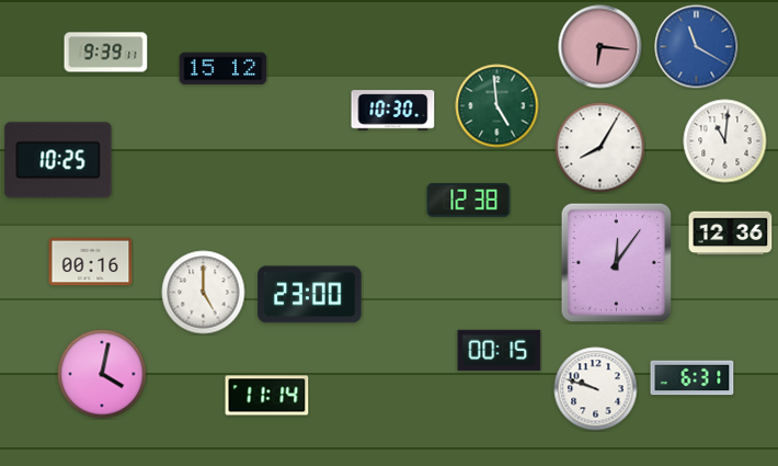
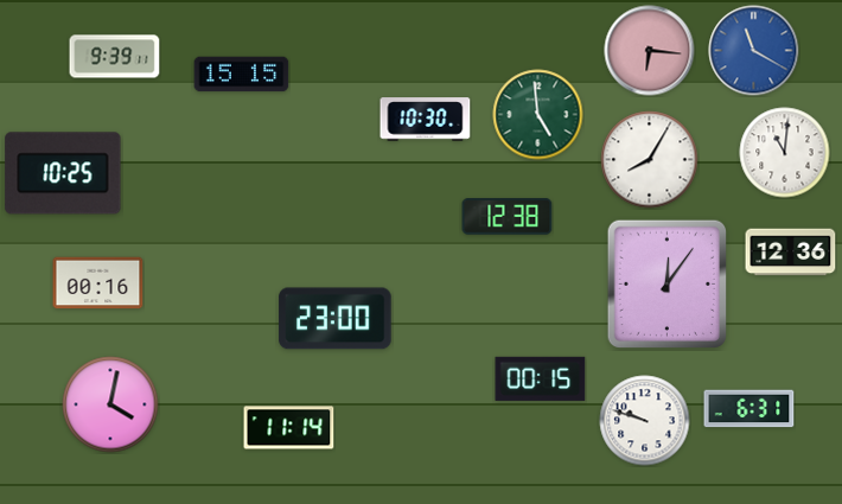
clock at (224, 69): 15:12 -> 15:15
clock at (204, 293): 5:00 -> none
